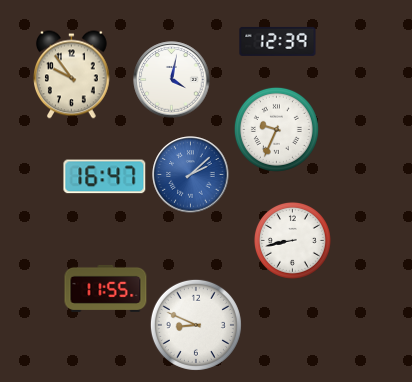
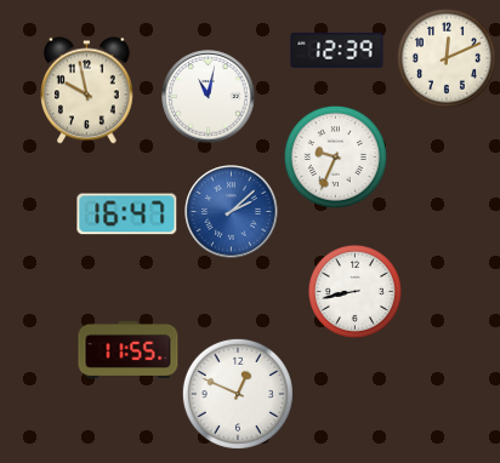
clock at (447, 58): none -> 12:11
clock at (72, 75): 9:54 -> 9:58
clock at (172, 80): 4:02 -> 11:02
clock at (196, 325): 8:49 -> 12:49
